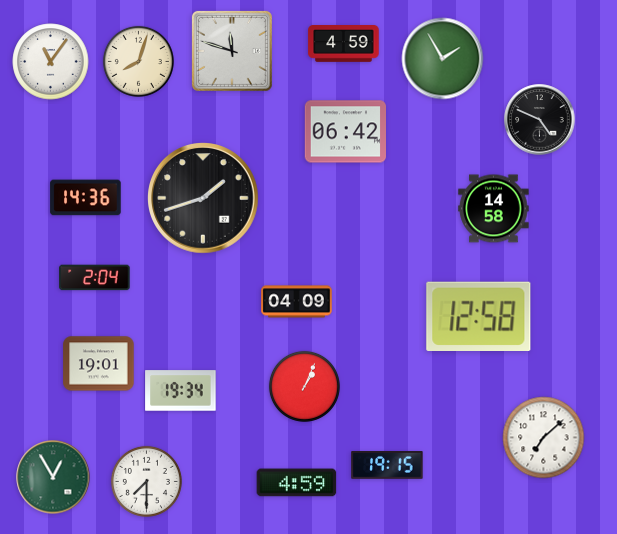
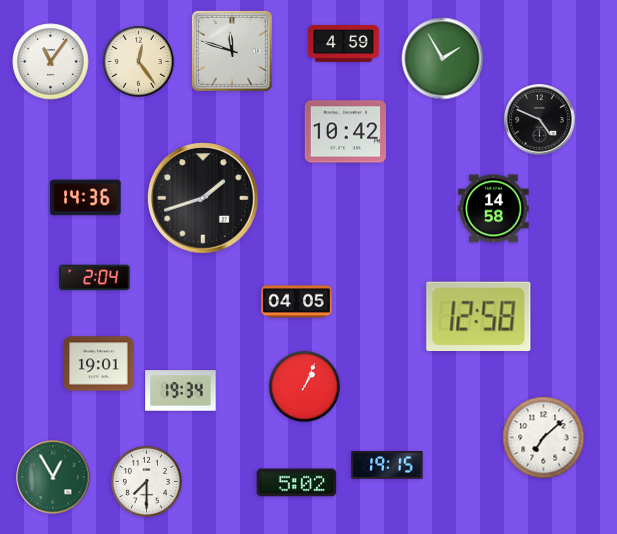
clock at (138, 61): 8:03 -> 12:24
clock at (345, 132): 06:42 -> 10:42
clock at (297, 302): 04:09 -> 04:05
clock at (297, 483): 4:59 -> 5:02
